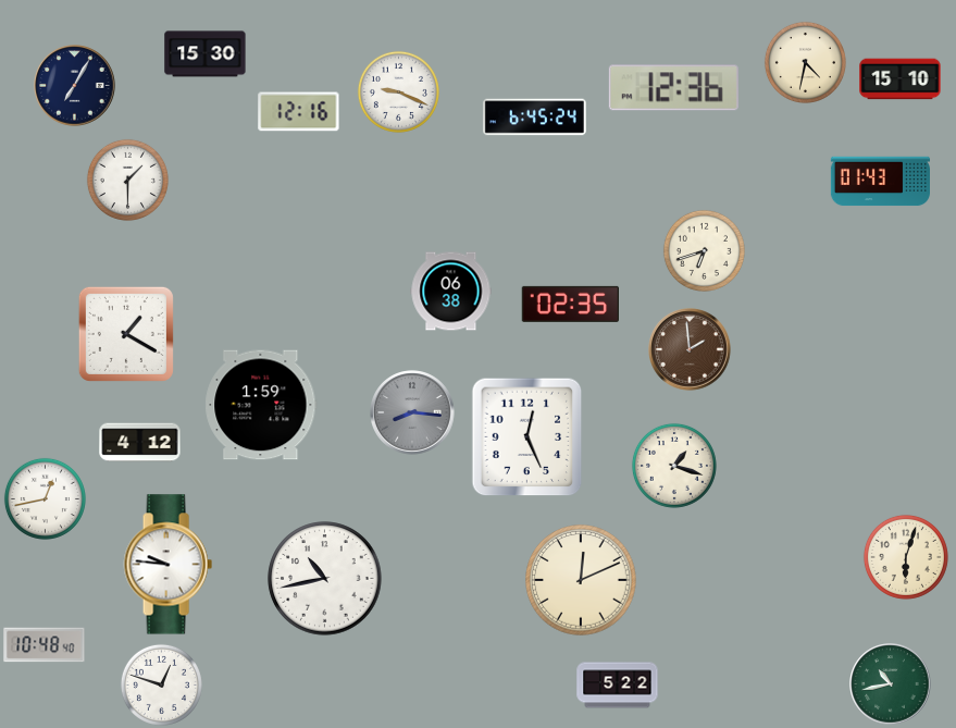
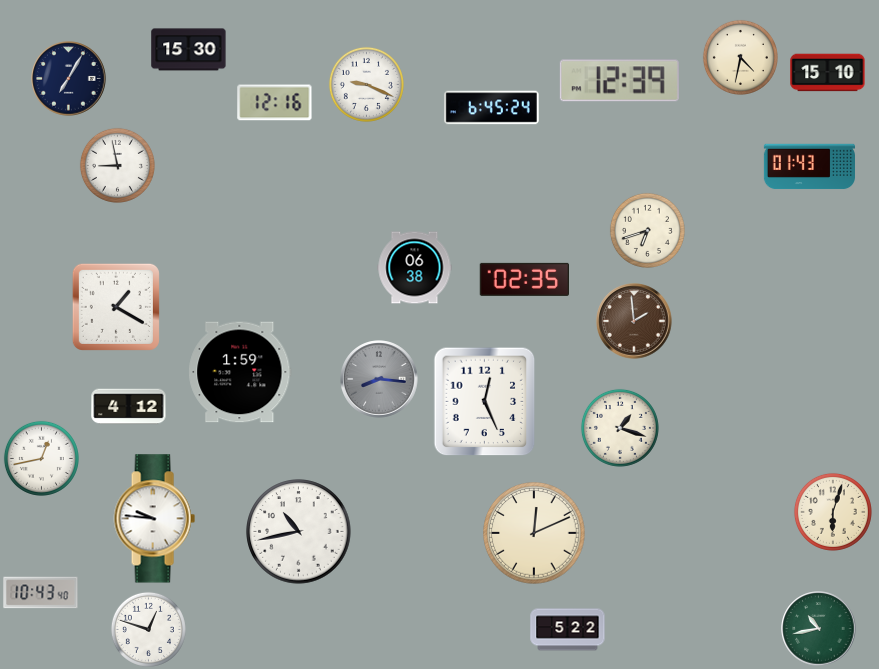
clock at (673, 88): 12:36 -> 12:39
clock at (127, 180): 1:30 -> 8:58
clock at (45, 645): 10:48 -> 10:43
